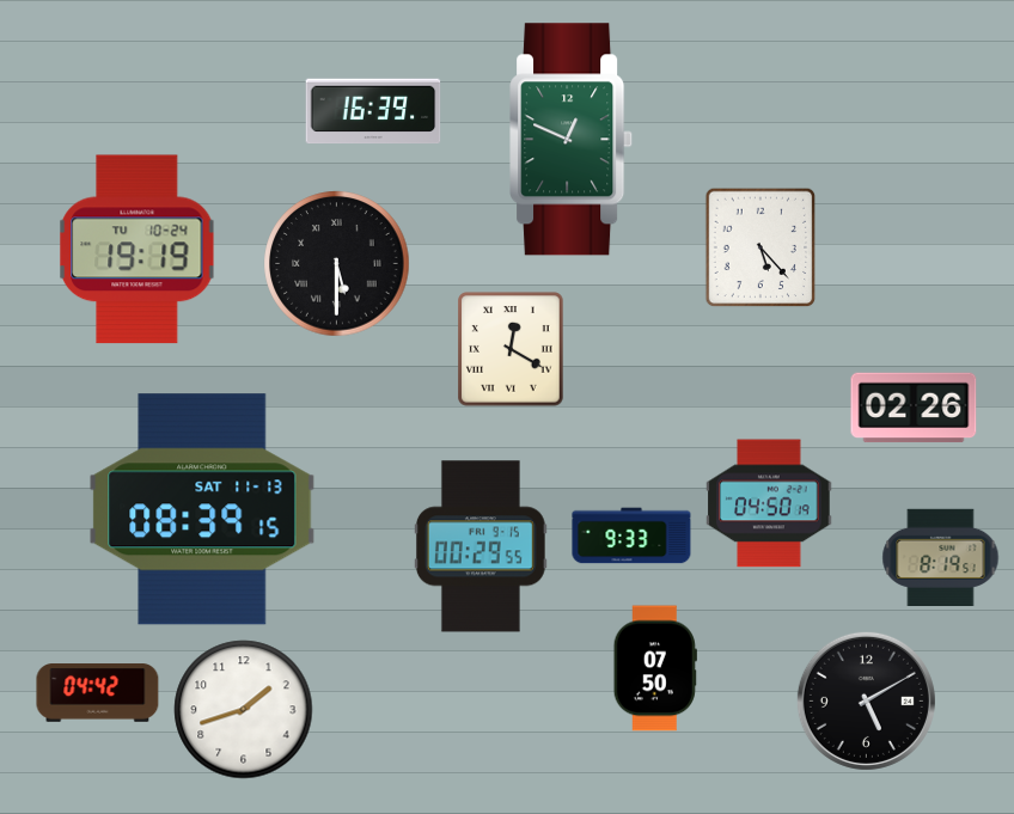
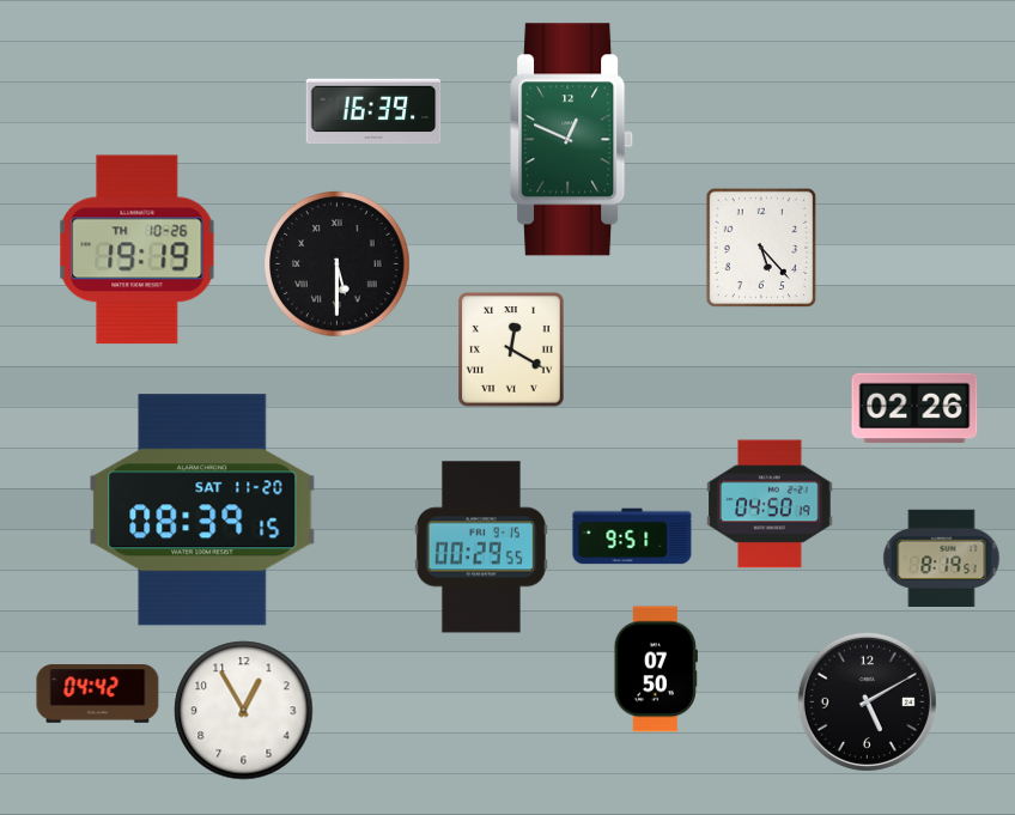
clock at (138, 250) date: TU 10-24 -> TH 10-26
clock at (202, 509) date: SAT 11-13 -> SAT 11-20
clock at (631, 535): 9:33 -> 9:51
clock at (244, 710): 1:42 -> 12:55
